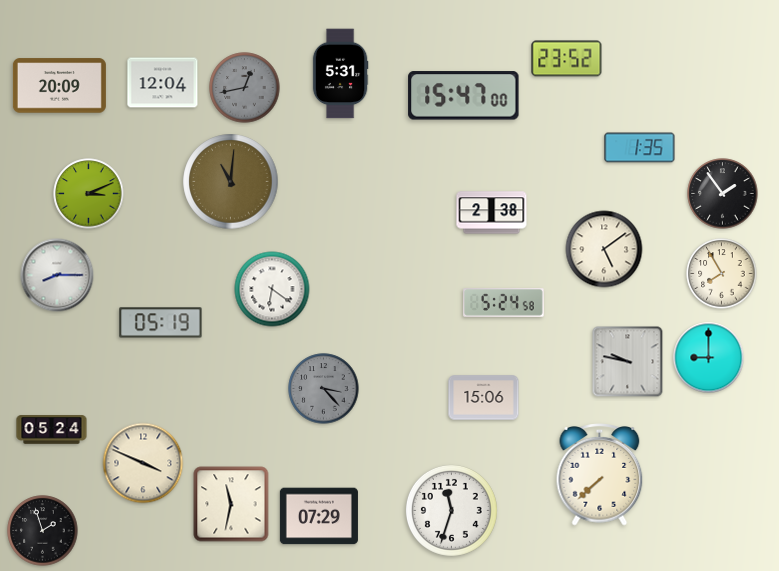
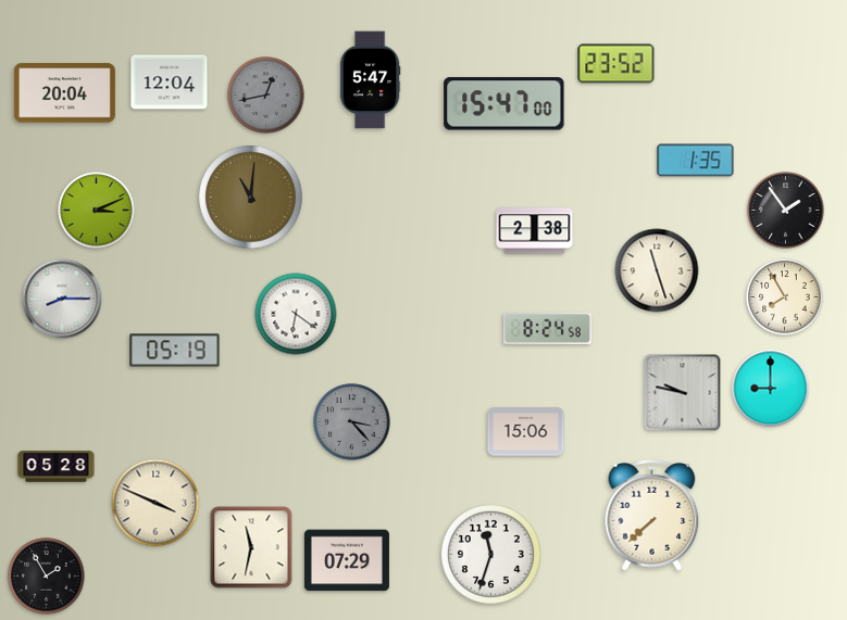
clock at (340, 74): 5:31 -> 5:47
clock at (163, 83) position: (163, 83) -> (170, 83)
clock at (59, 86): 20:09 -> 20:04
clock at (604, 249): 5:09 -> 11:27
clock at (504, 303): 5:24 -> 8:24
clock at (52, 430): 05:24 -> 05:28
clock at (43, 531): 1:57 -> 1:55
